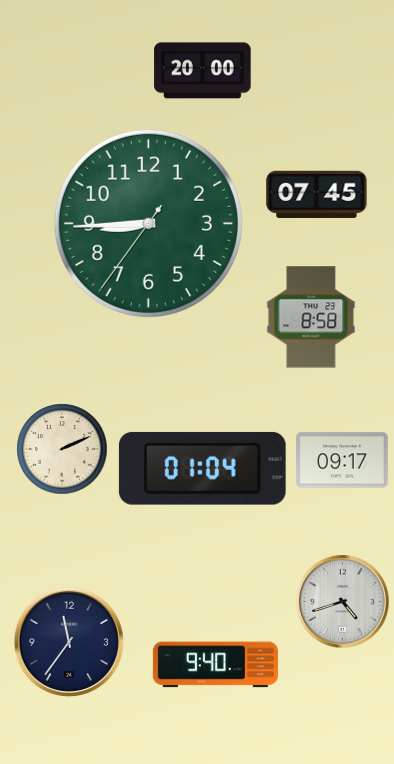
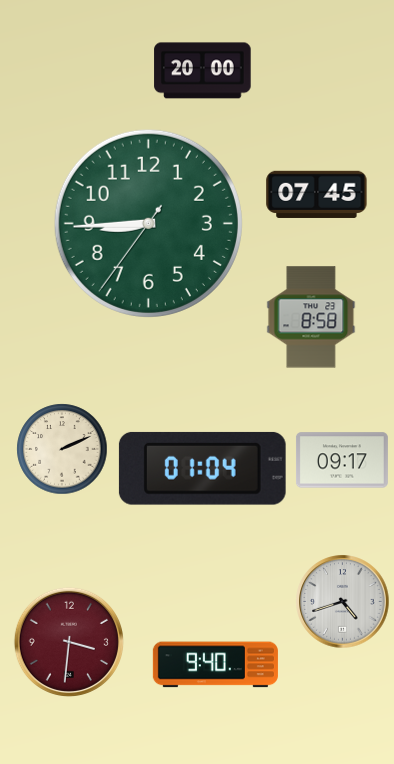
clock at (69, 642): 11:36 -> 3:31
clock at (69, 642) dial: navy -> burgundy
